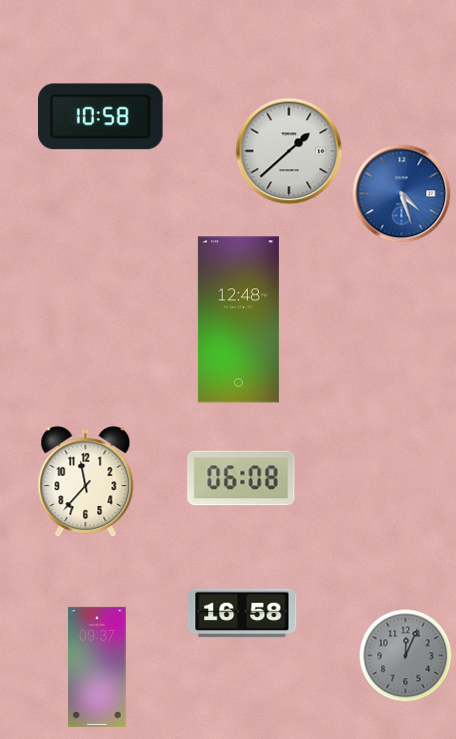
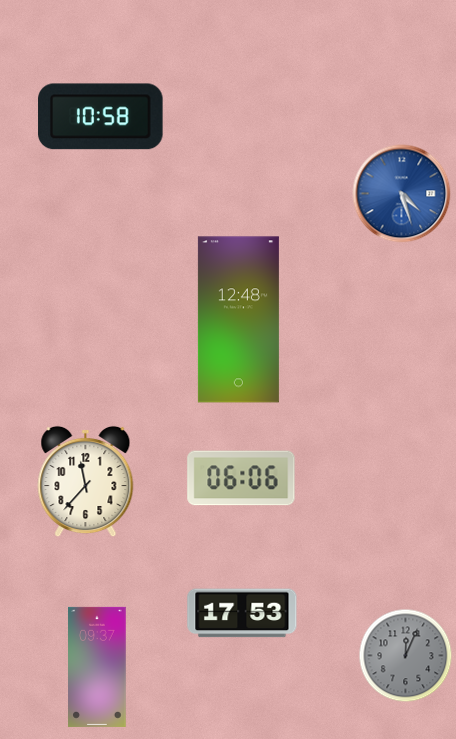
clock at (289, 151): 1:38 -> none
clock at (241, 478): 06:08 -> 06:06
clock at (242, 613): 16:58 -> 17:53
